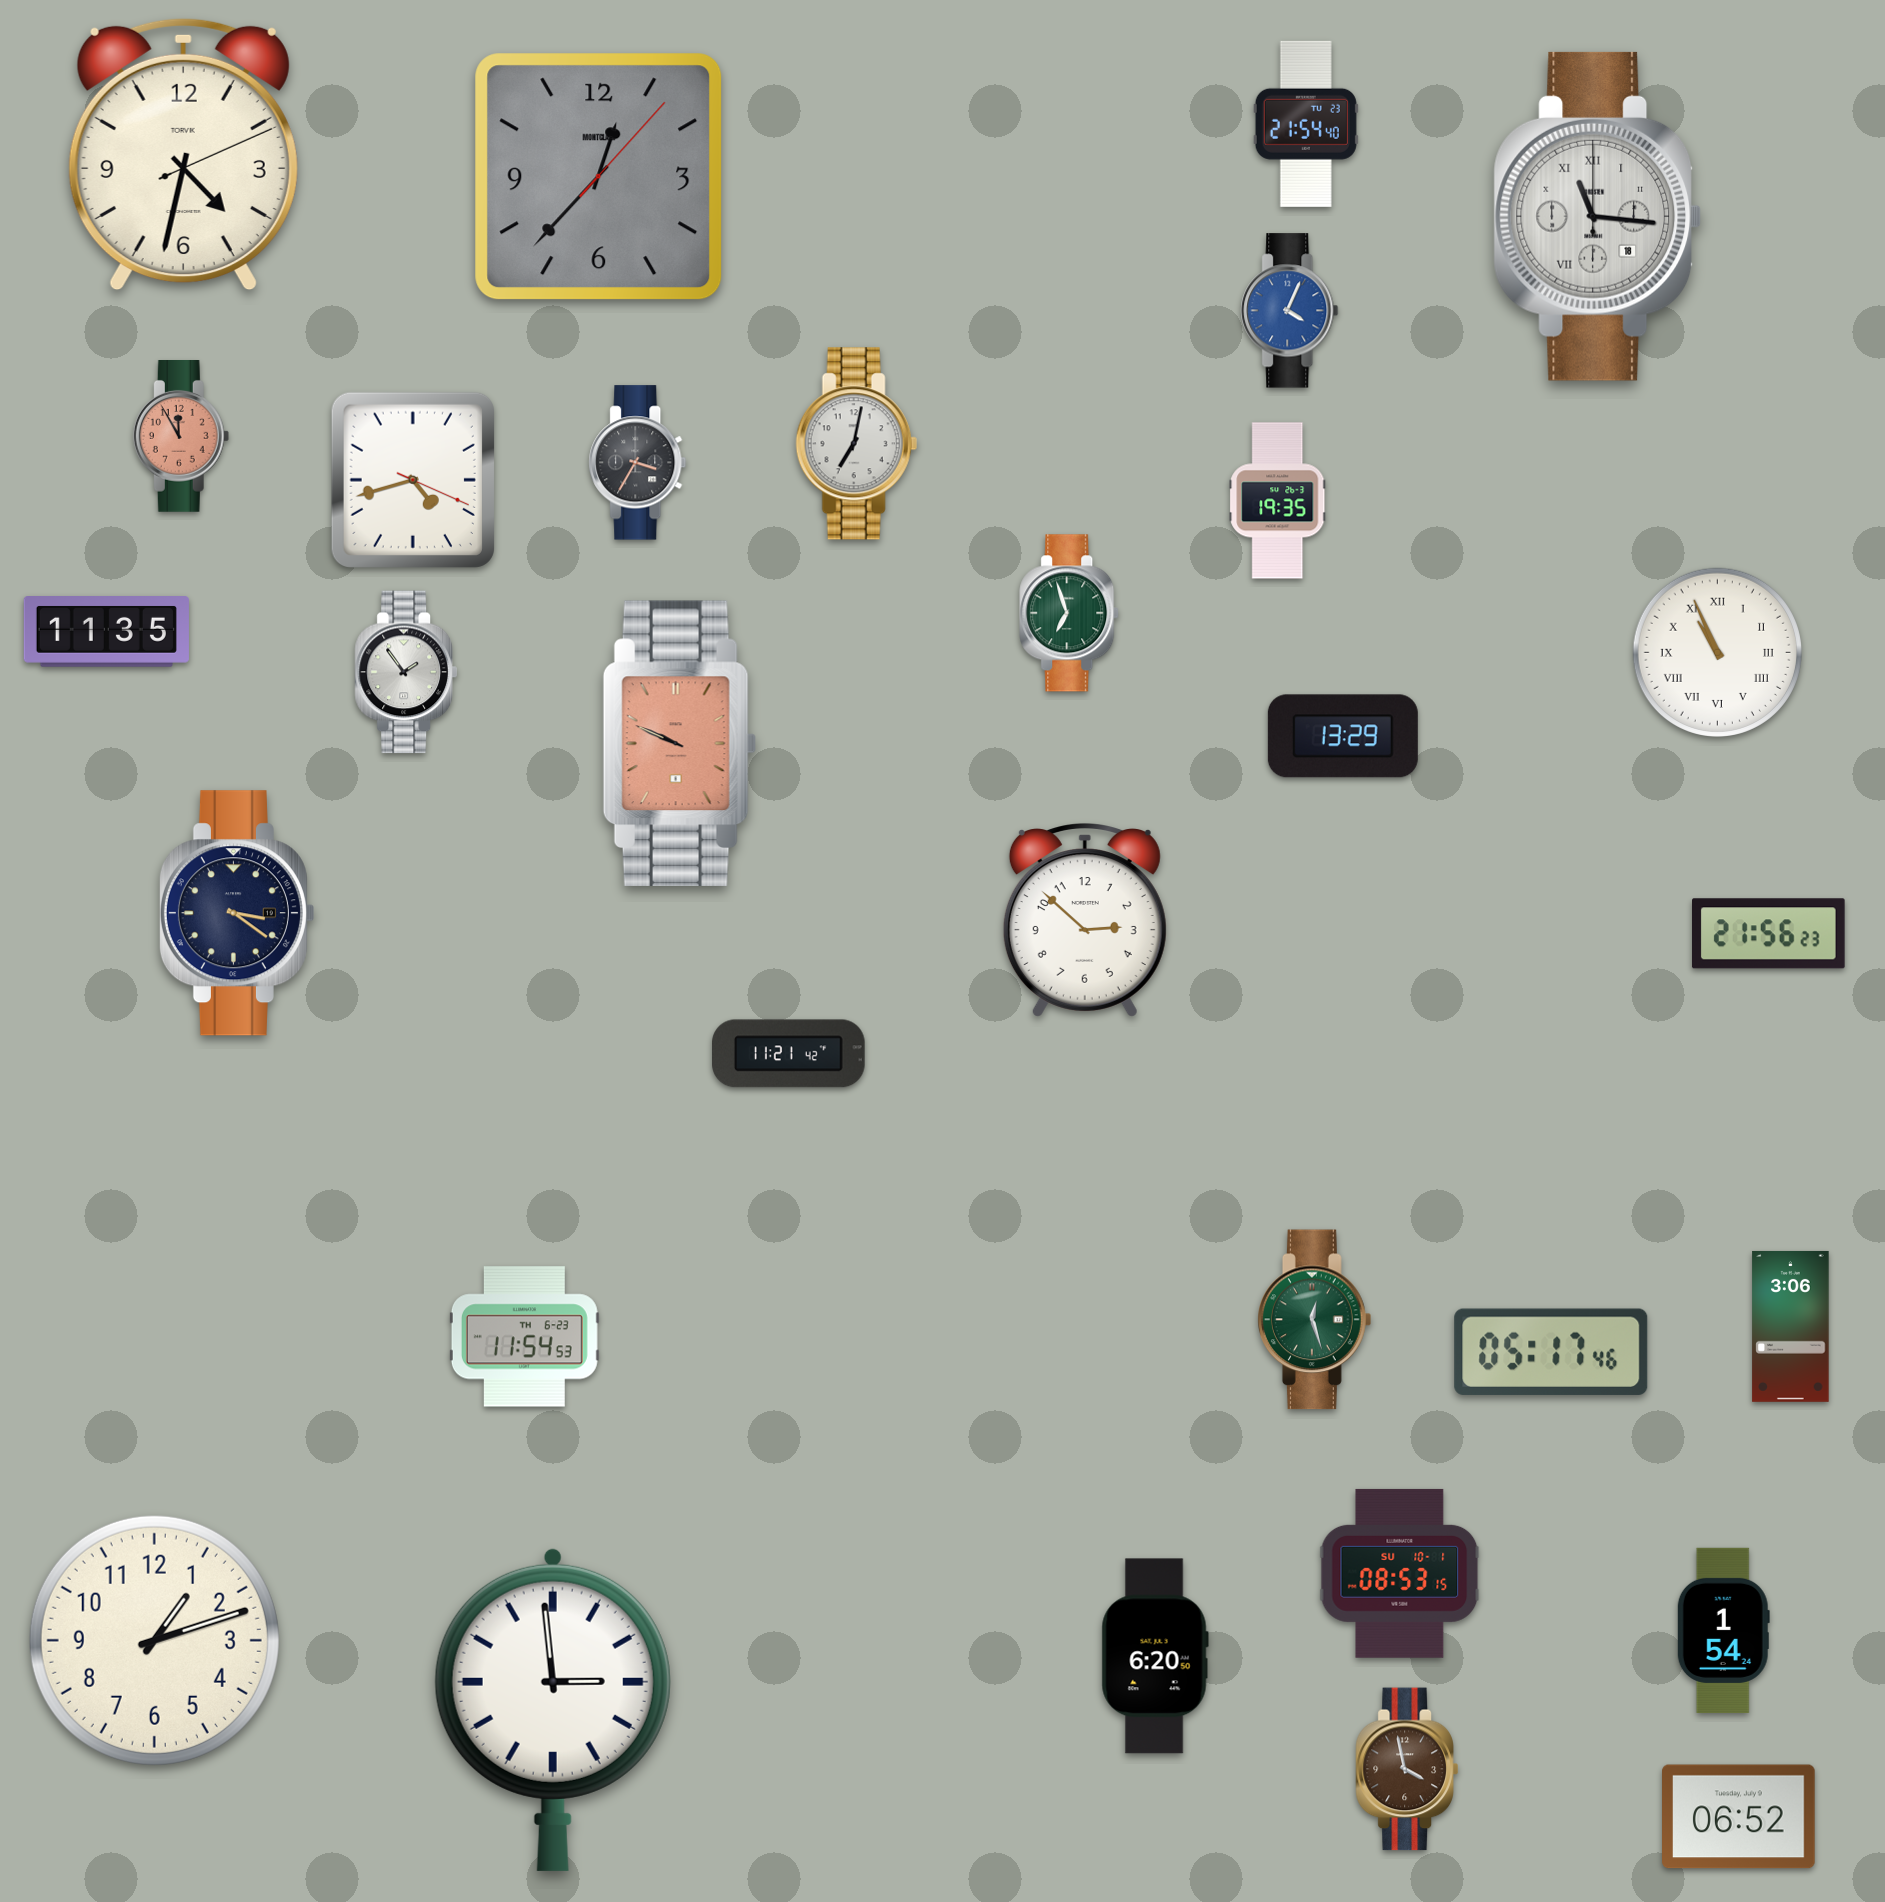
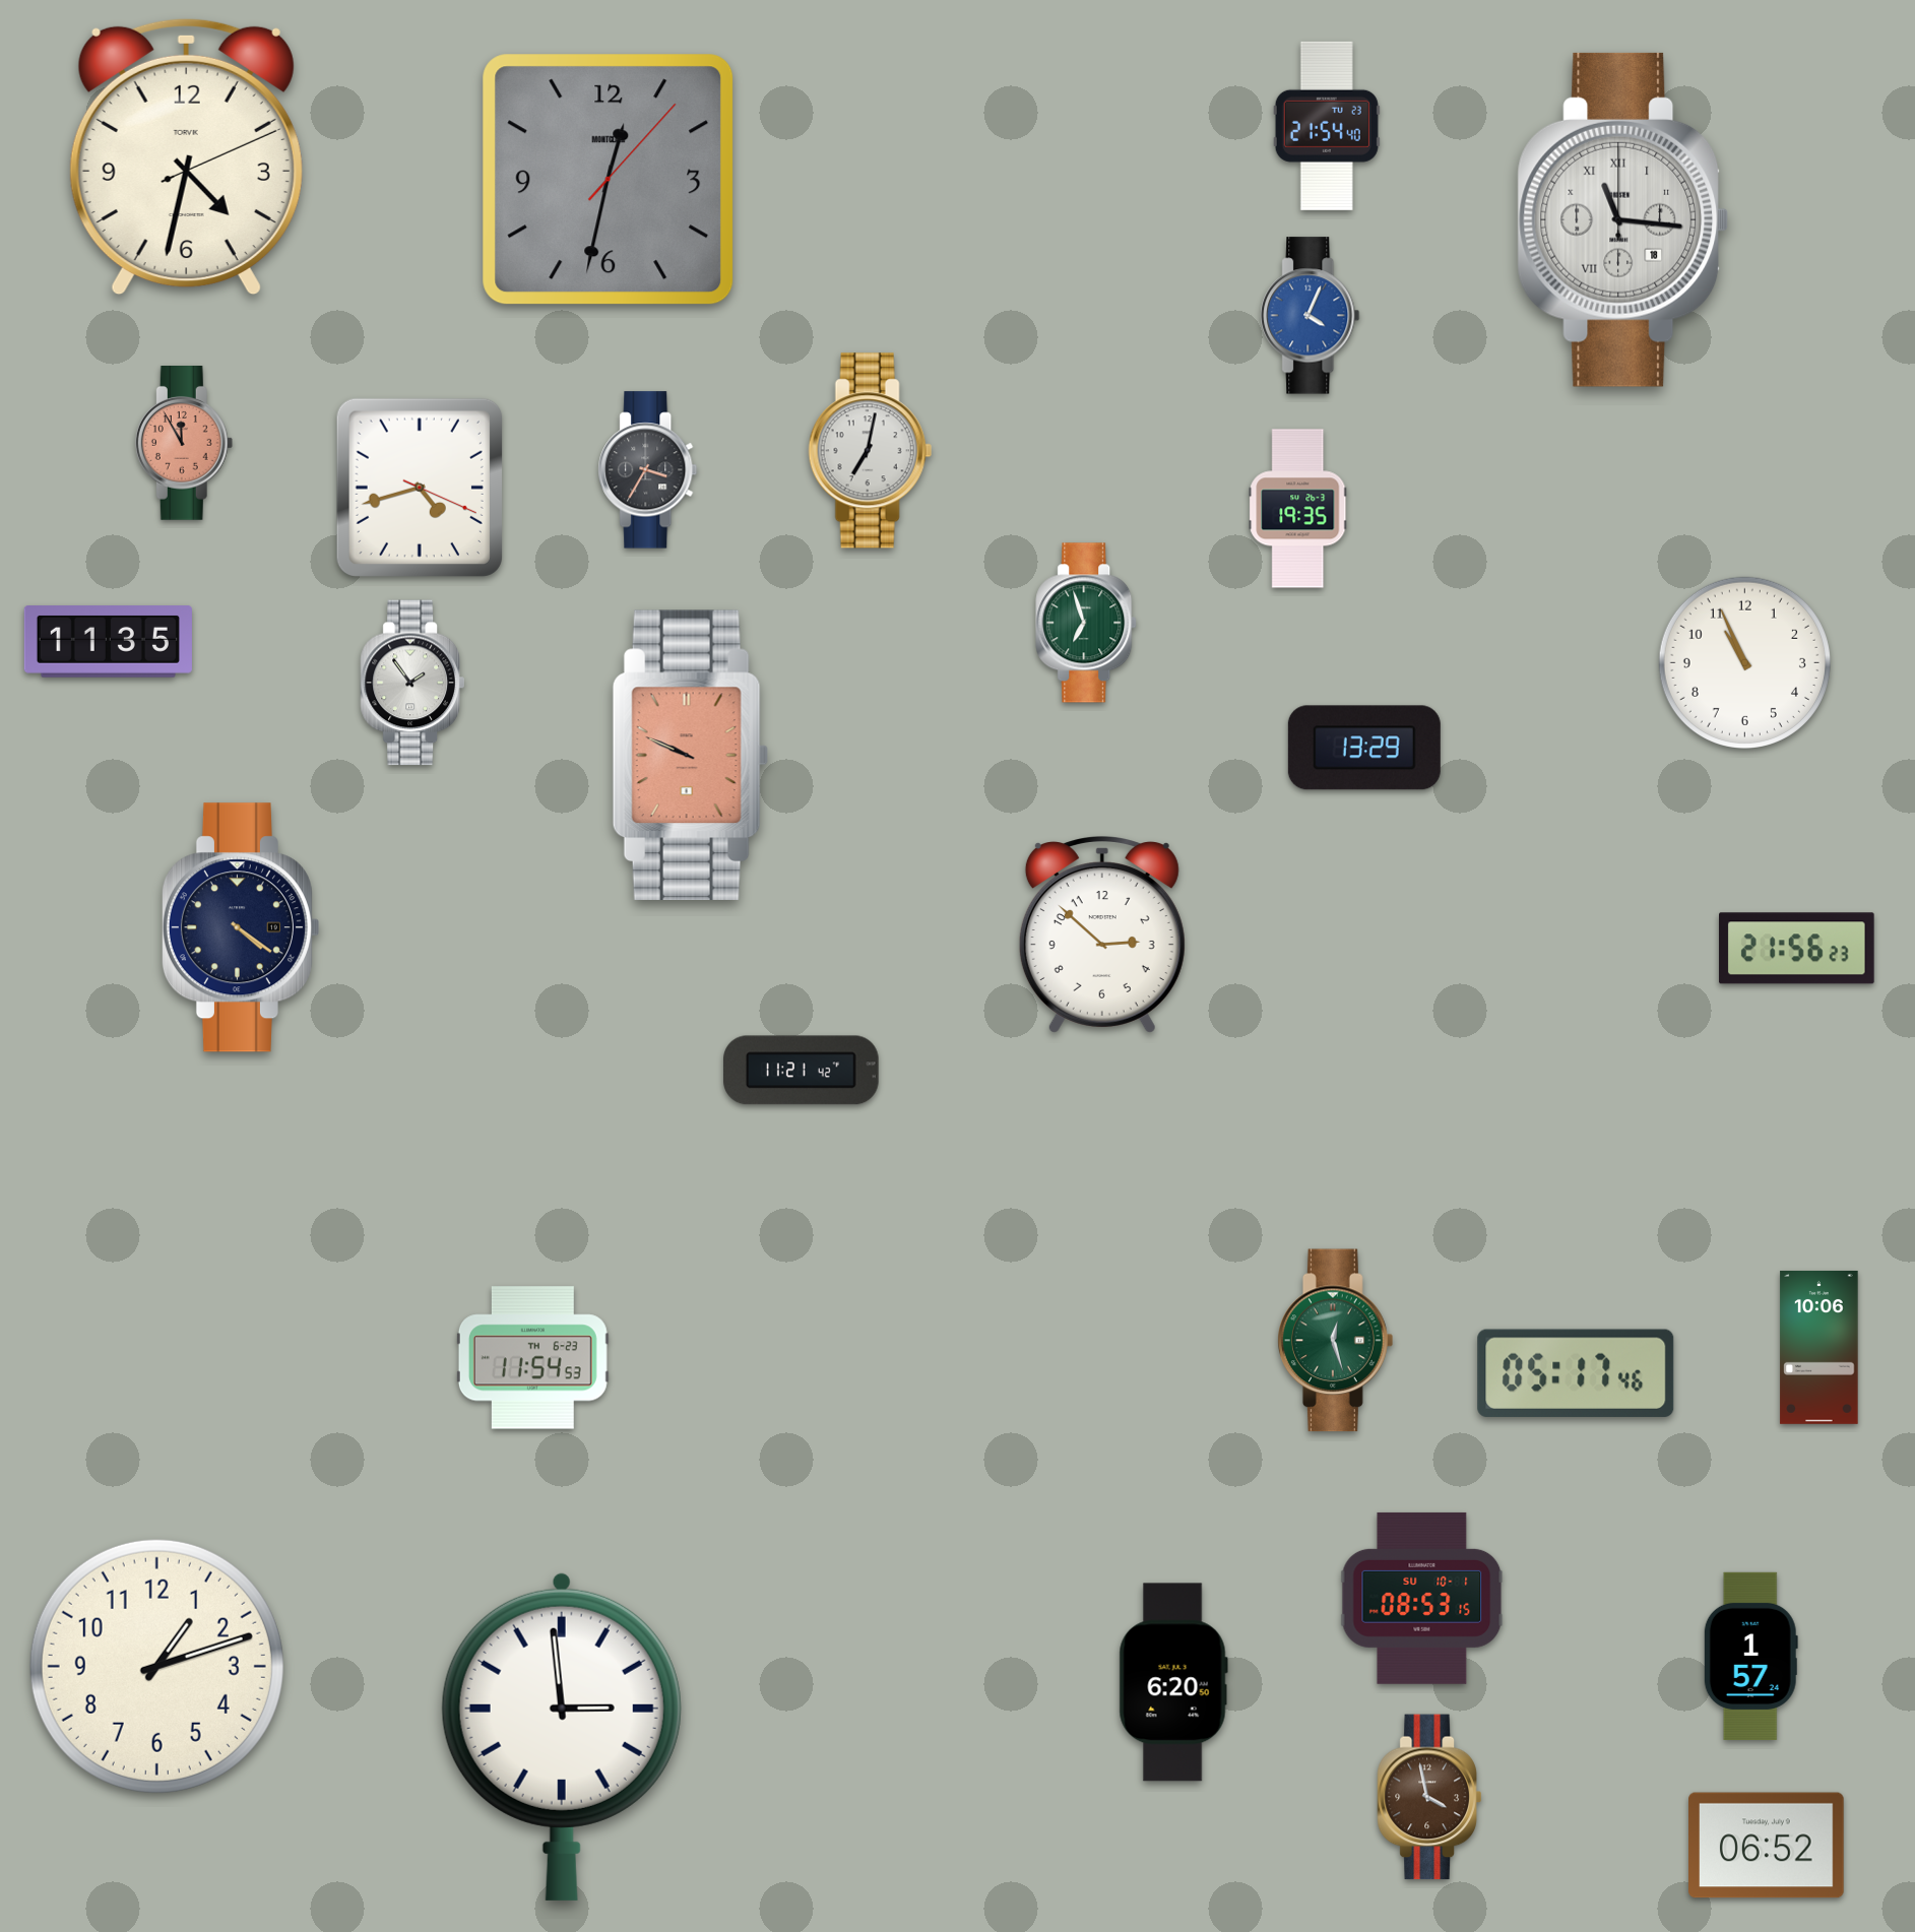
clock at (599, 177): 12:37 -> 12:32
clock at (1717, 652) numerals: Roman -> Arabic
clock at (236, 913): 3:21 -> 4:21
clock at (1791, 1326): 3:06 -> 10:06
clock at (1723, 1630): 1:54 -> 1:57
